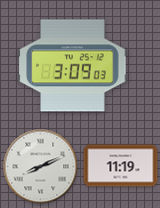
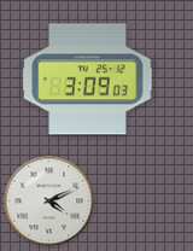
clock at (121, 166): 11:19 -> none
clock at (41, 167): 8:11 -> 4:11
